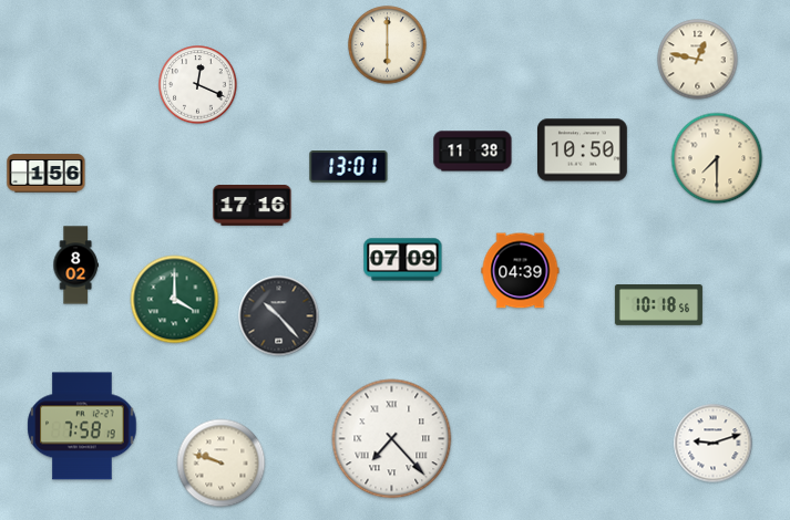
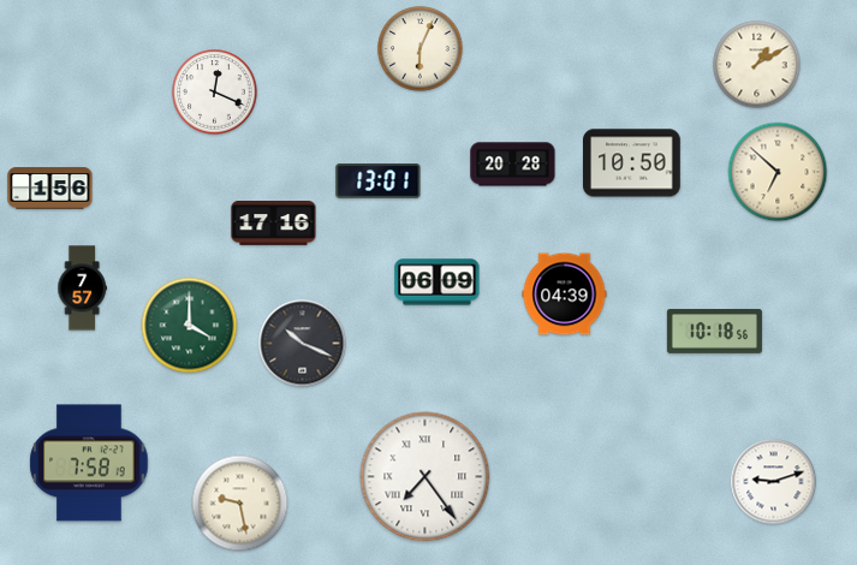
clock at (388, 45): 6:00 -> 6:04
clock at (698, 60): 12:47 -> 1:10
clock at (473, 152): 11:38 -> 20:28
clock at (717, 158): 7:30 -> 6:52
clock at (403, 260): 07:09 -> 06:09
clock at (75, 266): 8:02 -> 7:57
clock at (279, 316): 10:23 -> 10:19
clock at (392, 439): 7:23 -> 7:24
clock at (222, 464): 9:48 -> 9:28
